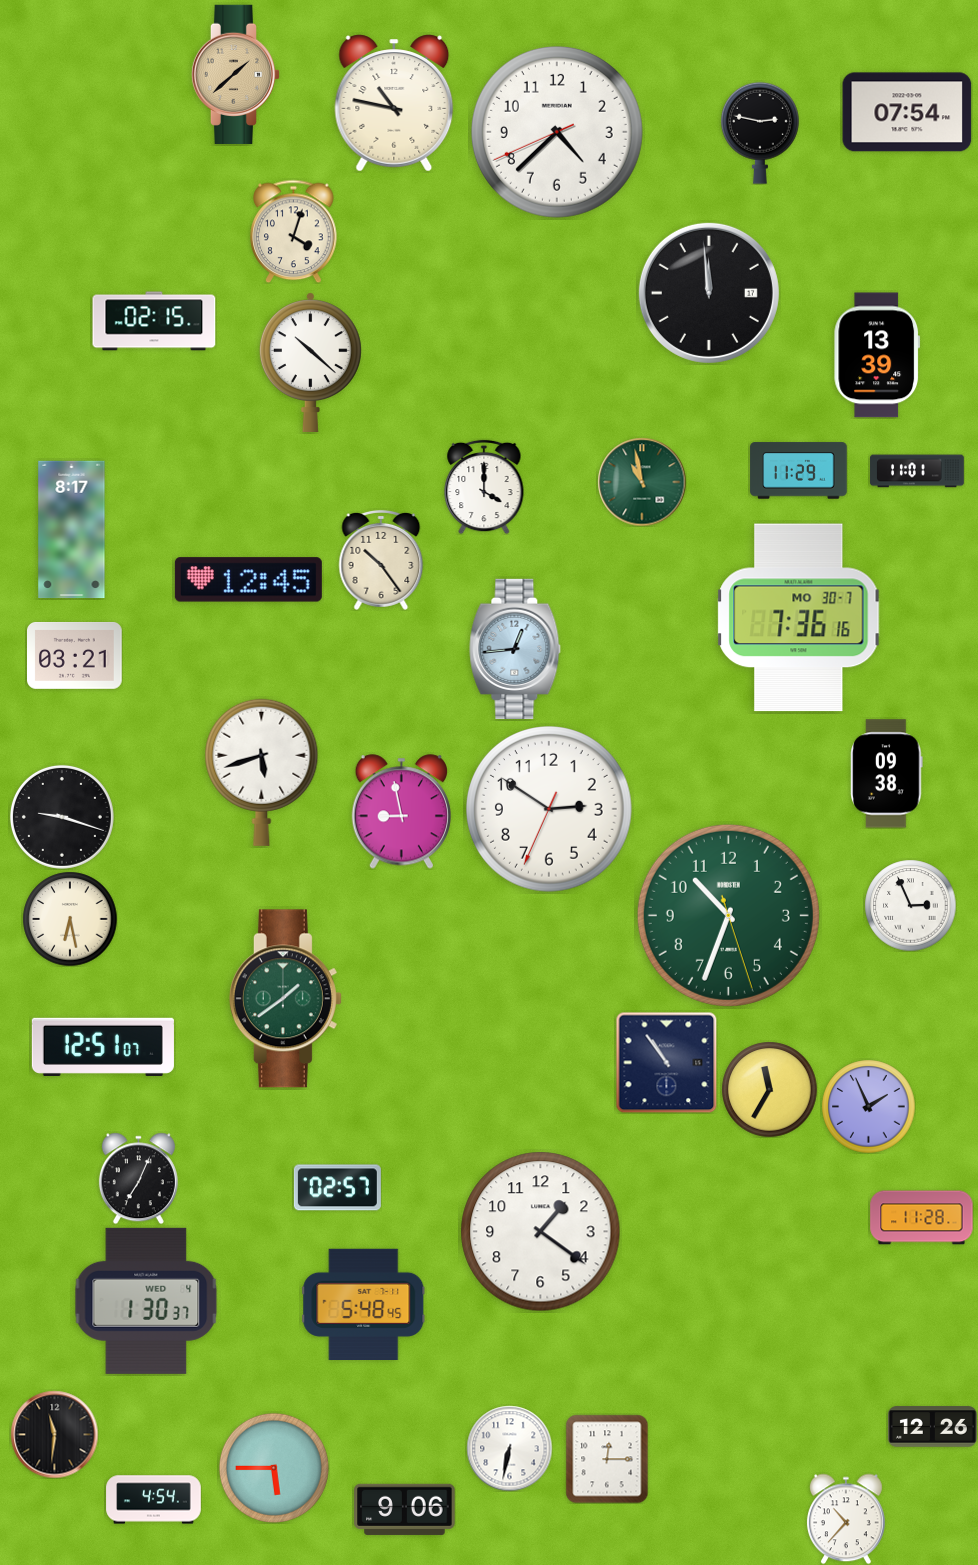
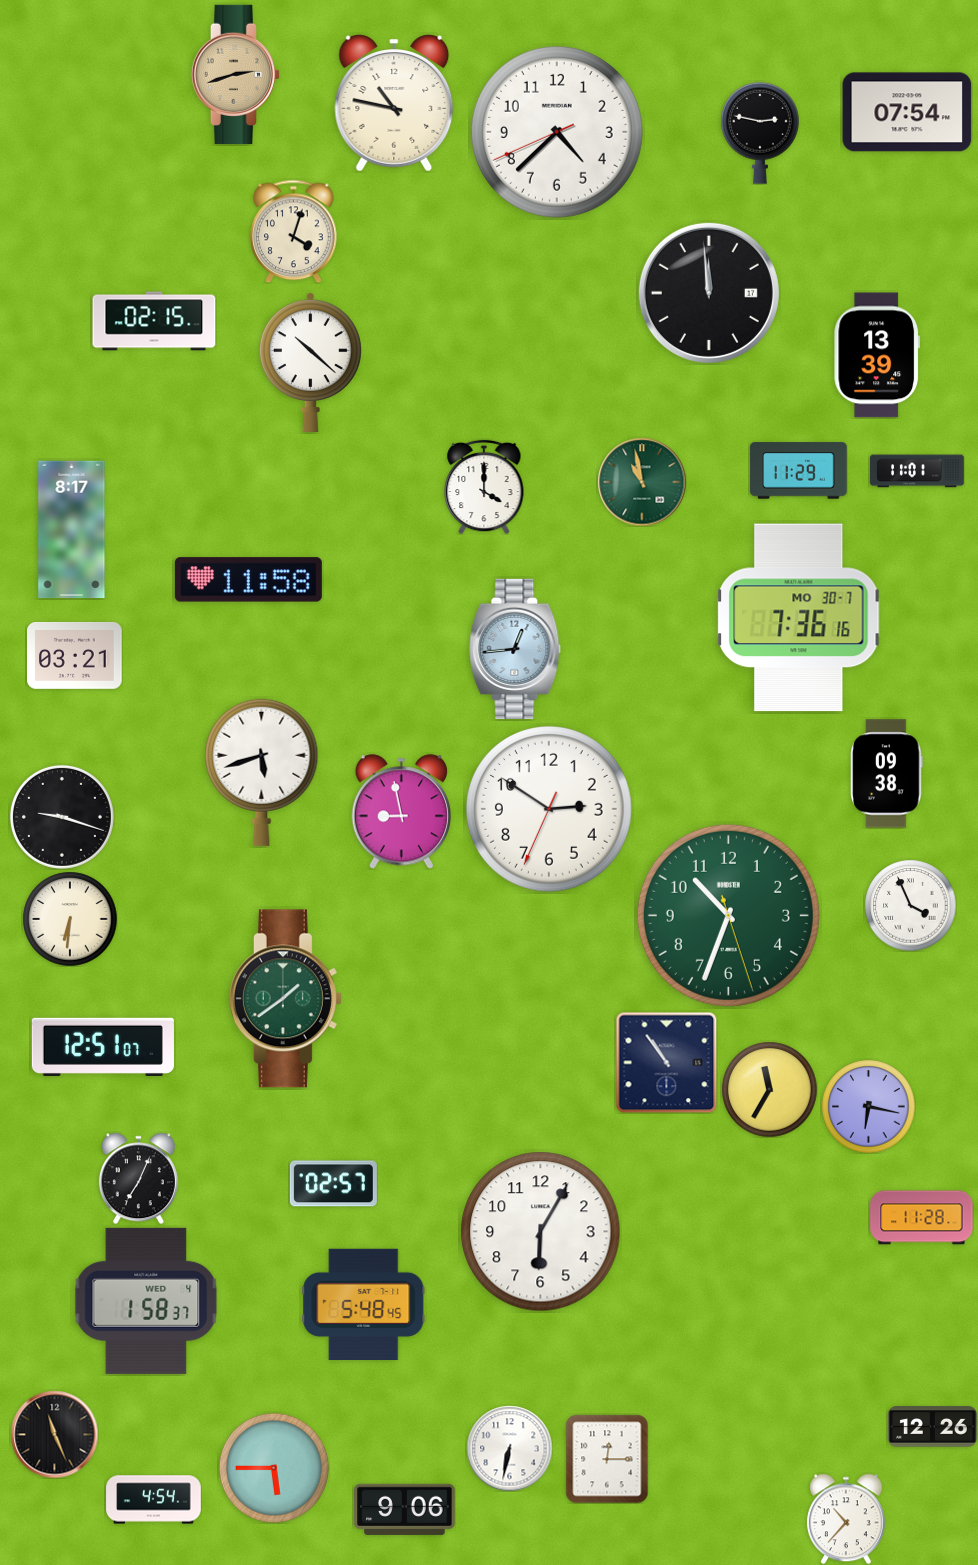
clock at (236, 74): 1:38 -> 2:42
clock at (381, 560): 10:24 -> none
clock at (248, 580): 12:45 -> 11:58
clock at (910, 905): 2:56 -> 3:56
clock at (70, 919): 6:28 -> 6:31
clock at (868, 1106): 1:56 -> 6:17
clock at (337, 1188) position: (337, 1188) -> (333, 1184)
clock at (541, 1232): 1:21 -> 6:05
clock at (146, 1301): 1:30 -> 1:58
clock at (54, 1434): 11:31 -> 11:26
